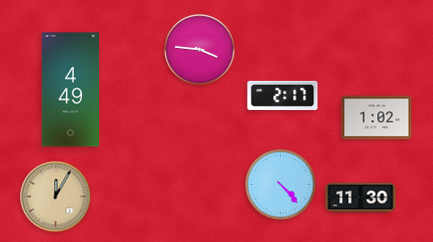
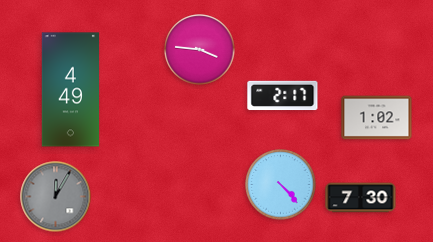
clock at (56, 197) dial: champagne -> grey
clock at (361, 198): 11:30 -> 7:30
